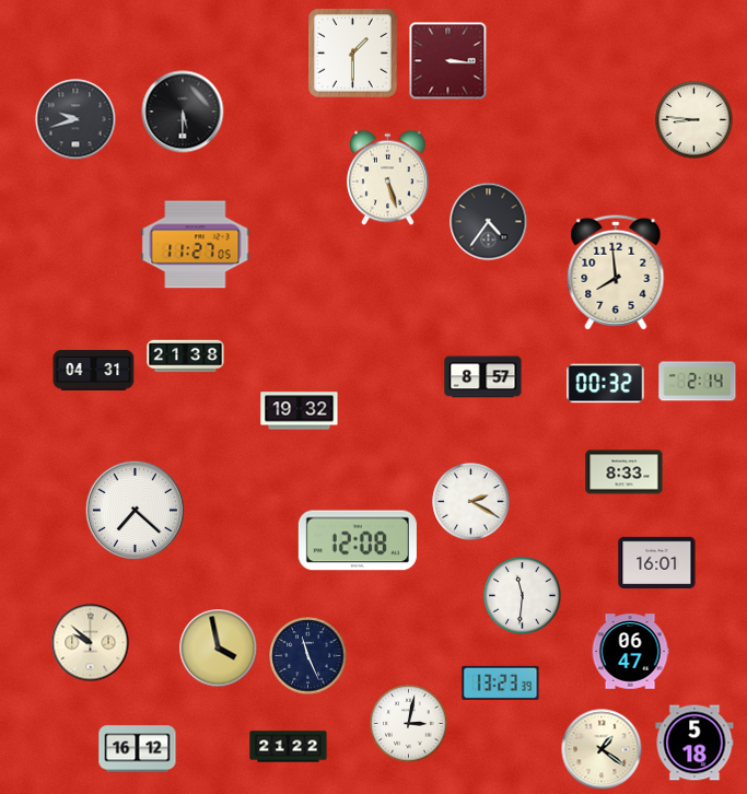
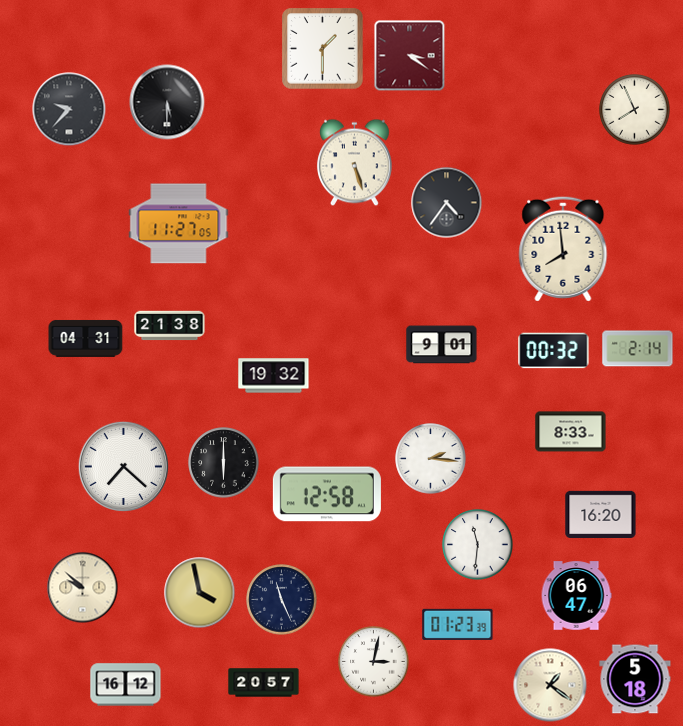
clock at (448, 61): 3:16 -> 3:21
clock at (75, 119): 9:42 -> 9:37
clock at (695, 120): 8:46 -> 7:56
clock at (483, 377): 8:57 -> 9:01
clock at (471, 502): 2:20 -> 2:16
clock at (224, 463): none -> 6:00
clock at (358, 540): 12:08 -> 12:58
clock at (657, 562): 16:01 -> 16:20
clock at (501, 682): 13:23 -> 01:23
clock at (289, 747): 21:22 -> 20:57
